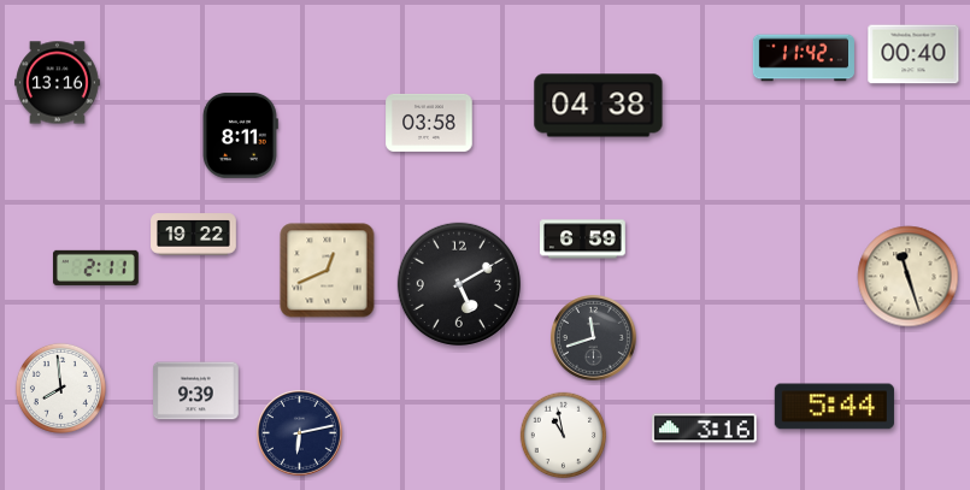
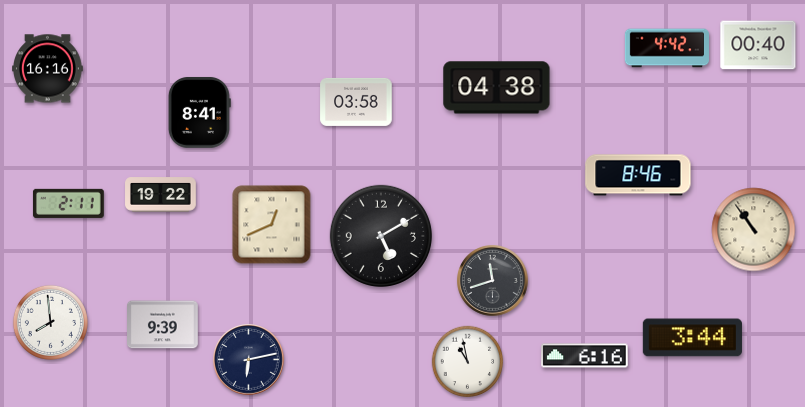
clock at (804, 58): 11:42 -> 4:42
clock at (58, 83): 13:16 -> 16:16
clock at (240, 135): 8:11 -> 8:41
clock at (638, 175): none -> 8:46
clock at (583, 240): 6:59 -> none
clock at (95, 267) position: (95, 267) -> (68, 203)
clock at (909, 277): 11:27 -> 10:54
clock at (834, 407): 5:44 -> 3:44
clock at (705, 429): 3:16 -> 6:16
